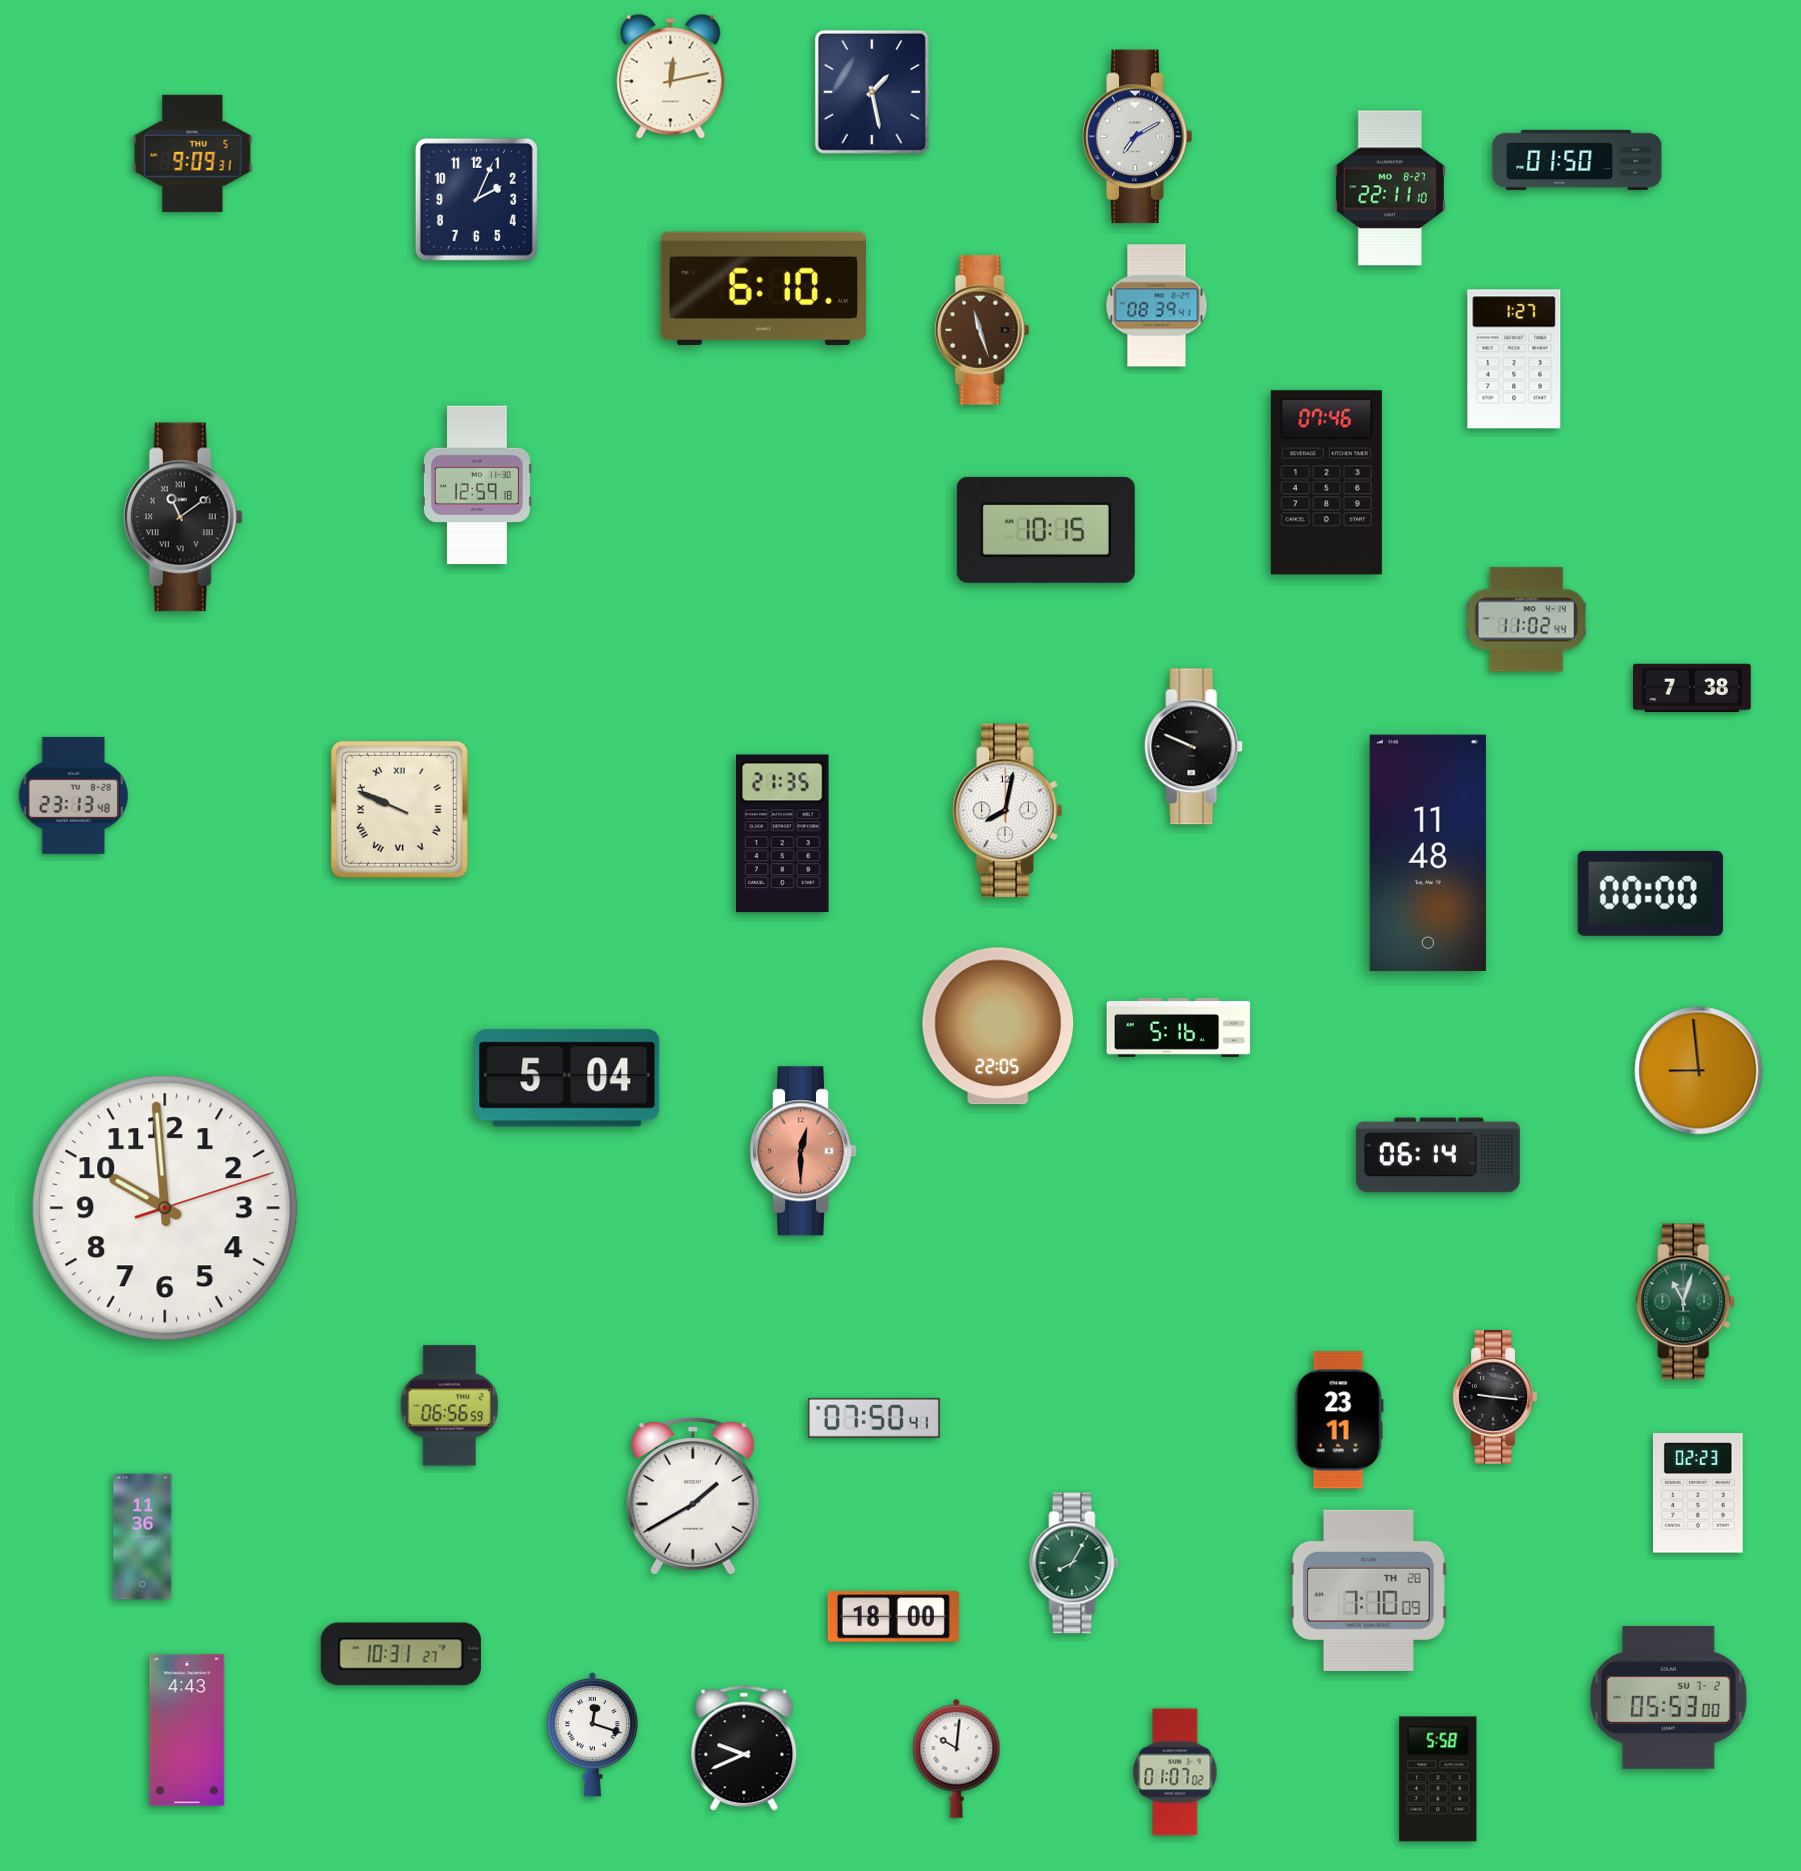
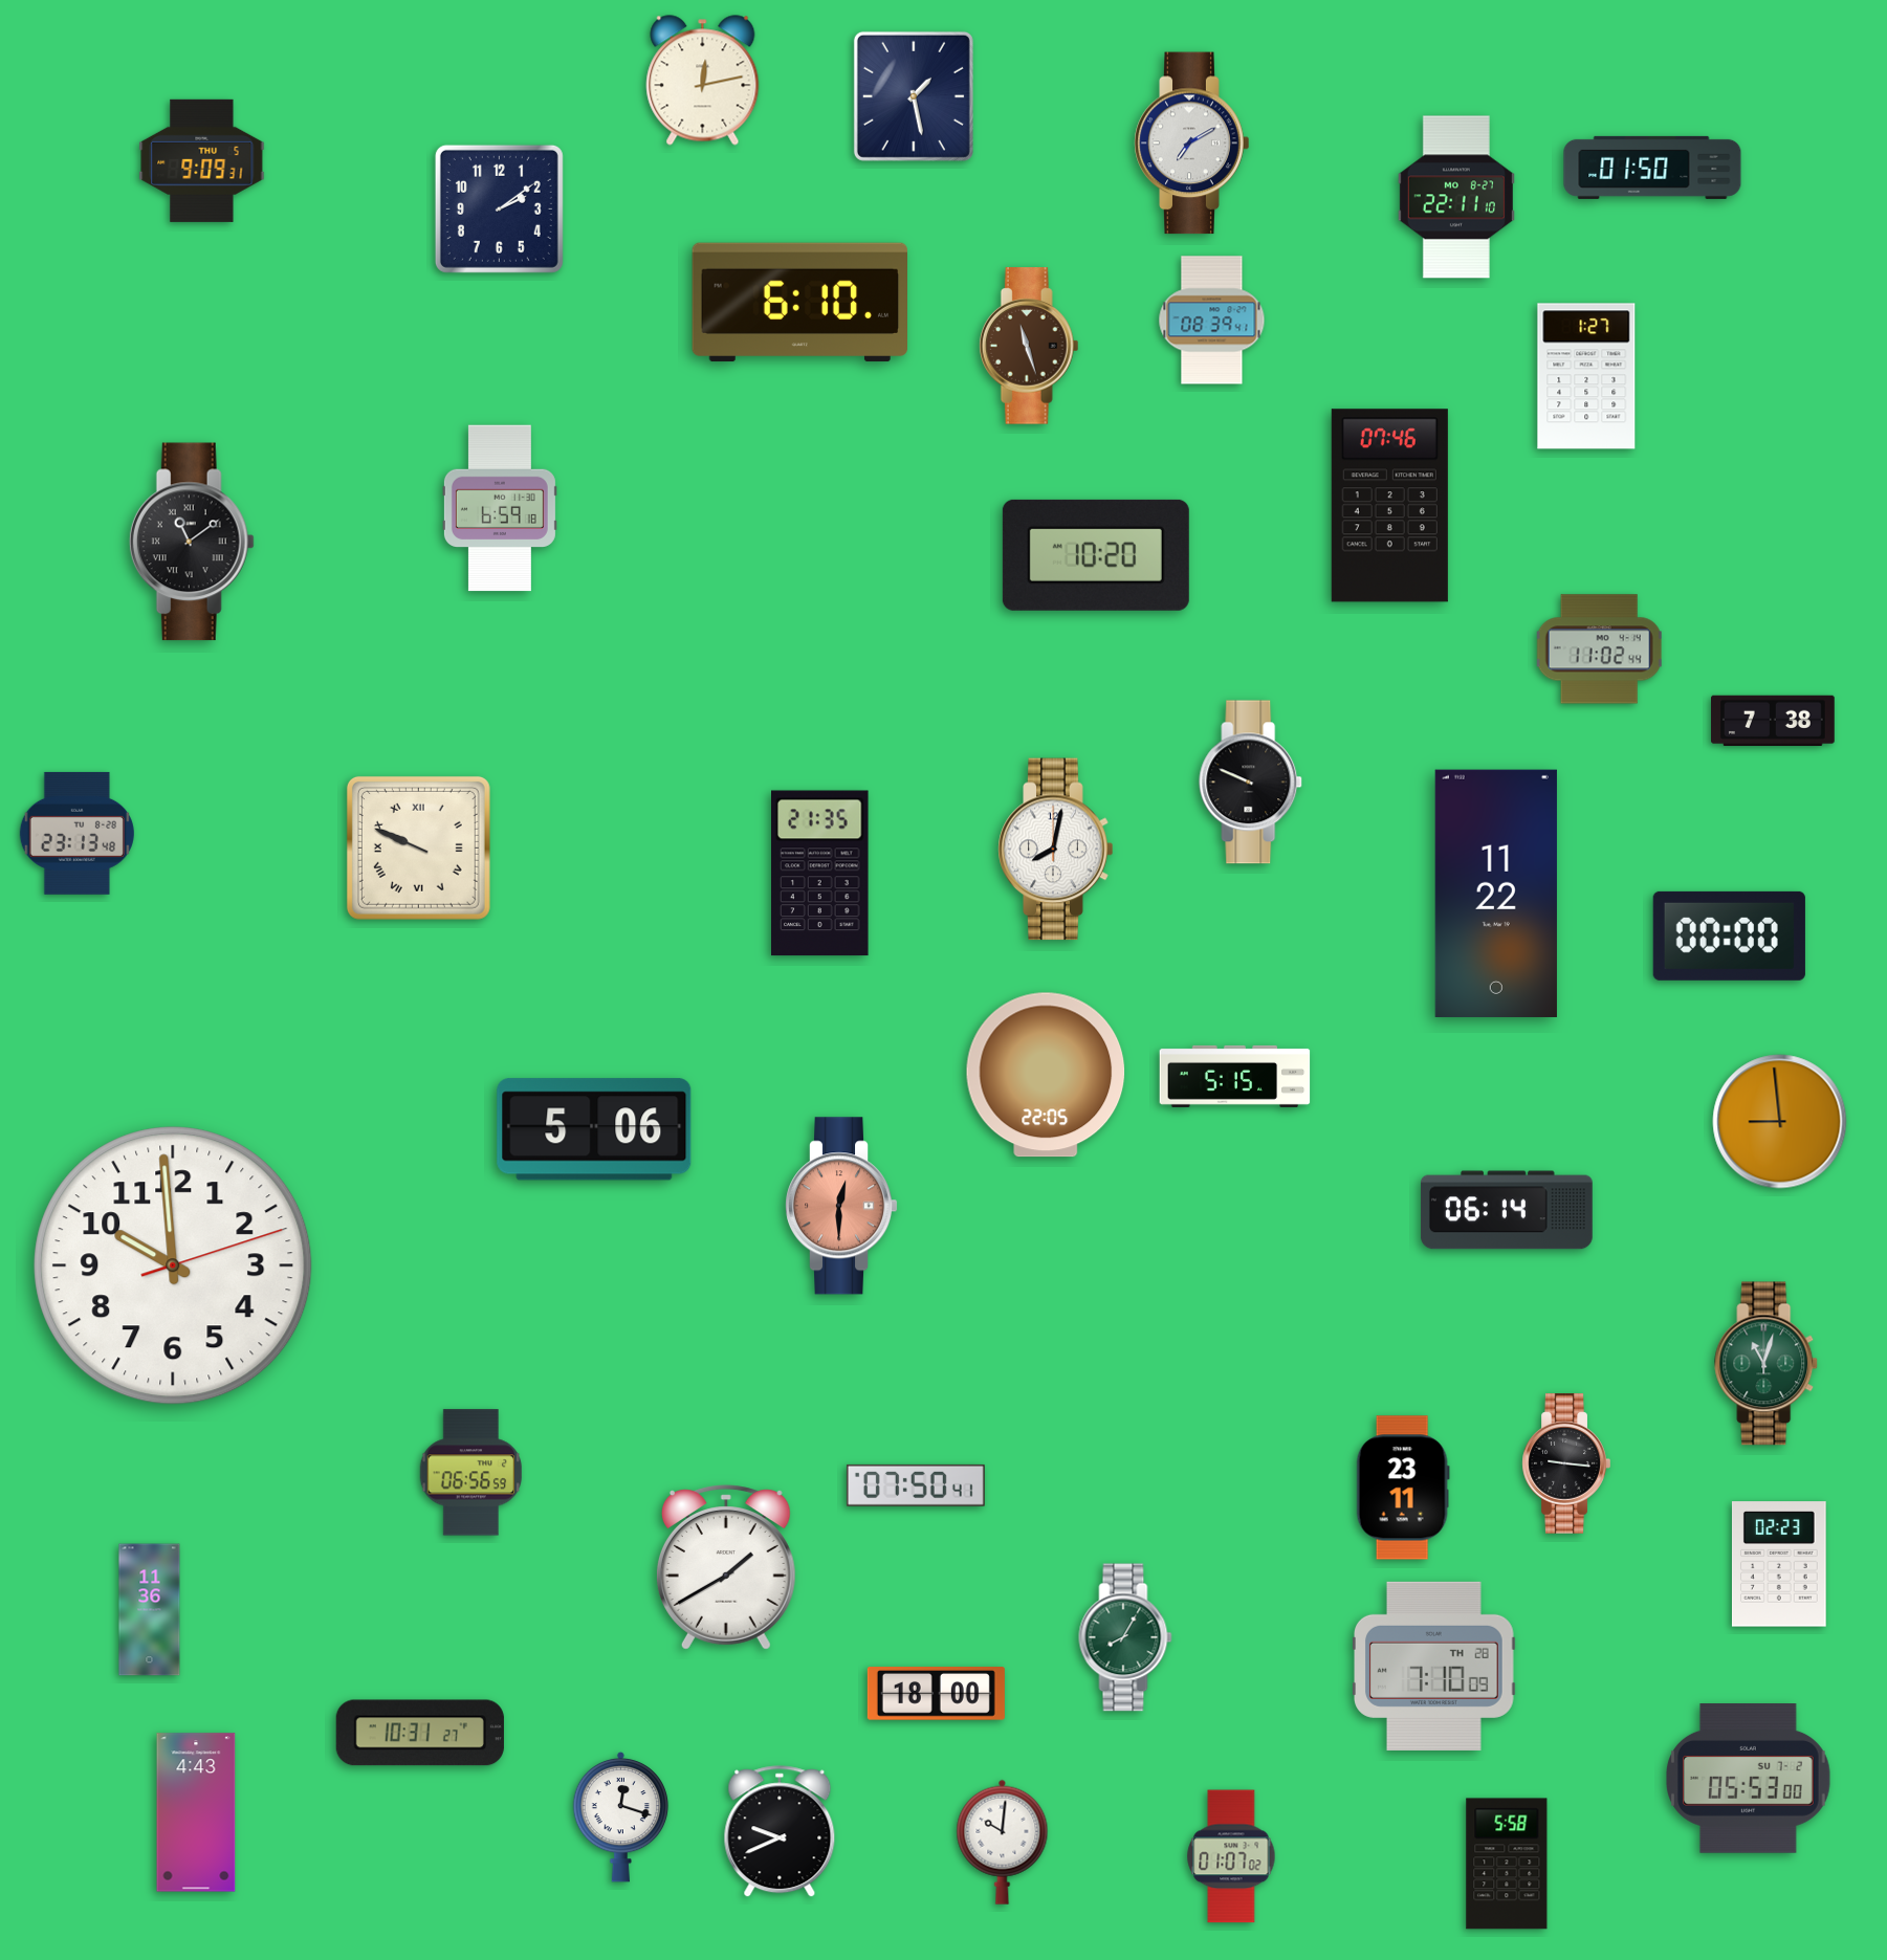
clock at (476, 199): 2:04 -> 2:09
clock at (477, 485): 12:59 -> 6:59
clock at (1046, 530): 10:15 -> 10:20
clock at (1428, 853): 11:48 -> 11:22
clock at (1179, 1027): 5:16 -> 5:15
clock at (567, 1078): 5:04 -> 5:06
